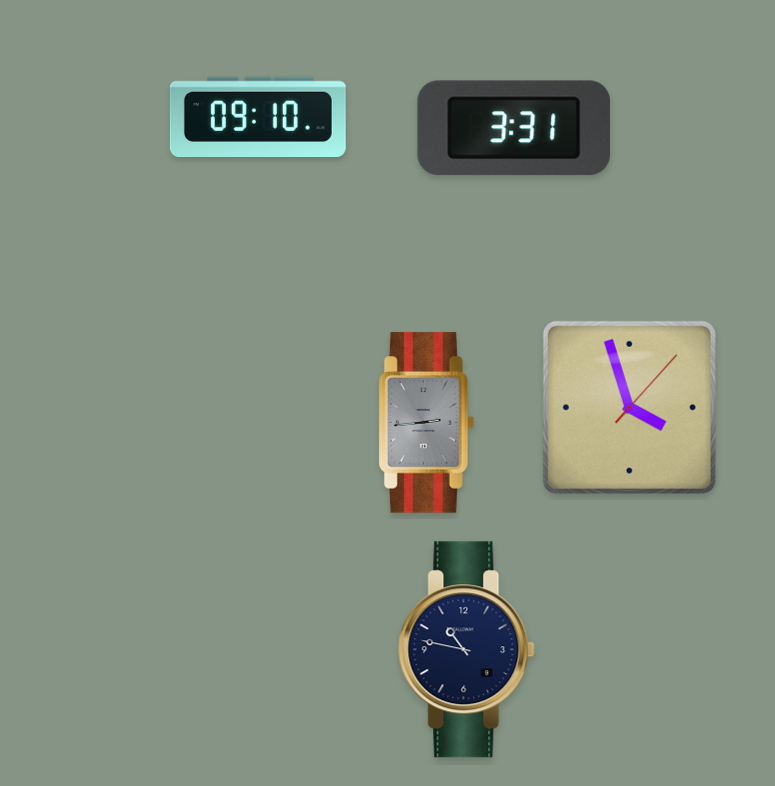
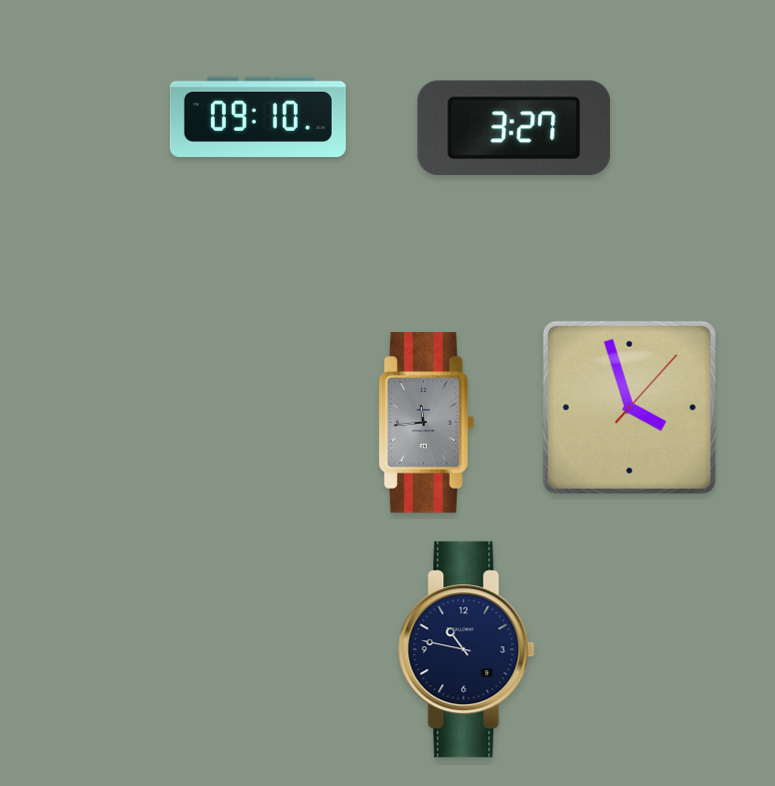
clock at (514, 128): 3:31 -> 3:27
clock at (426, 423): 2:44 -> 11:44
